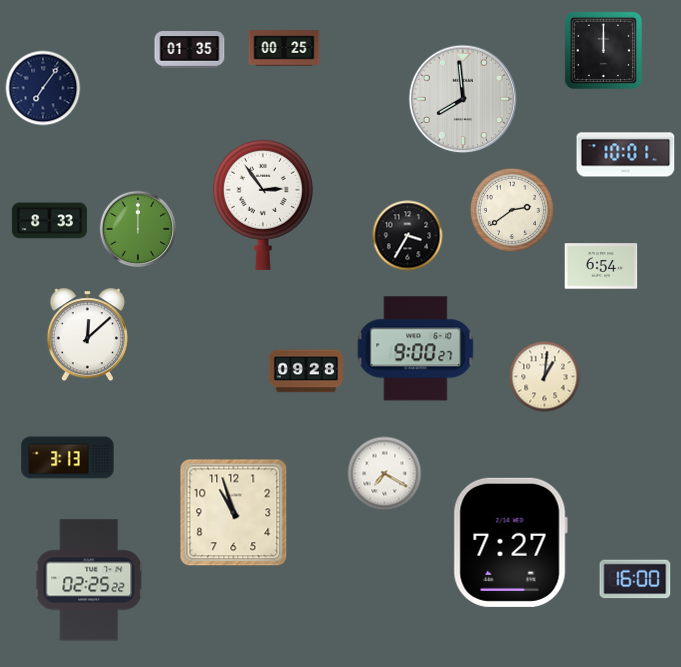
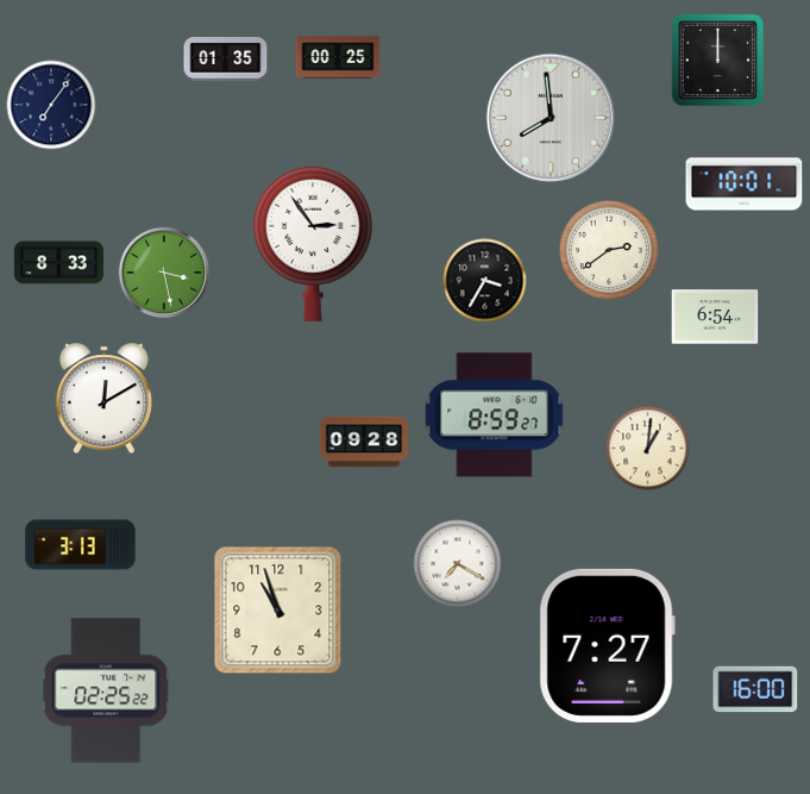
clock at (138, 229): 12:00 -> 3:28
clock at (87, 335): 12:08 -> 12:10
clock at (416, 349): 9:00 -> 8:59
